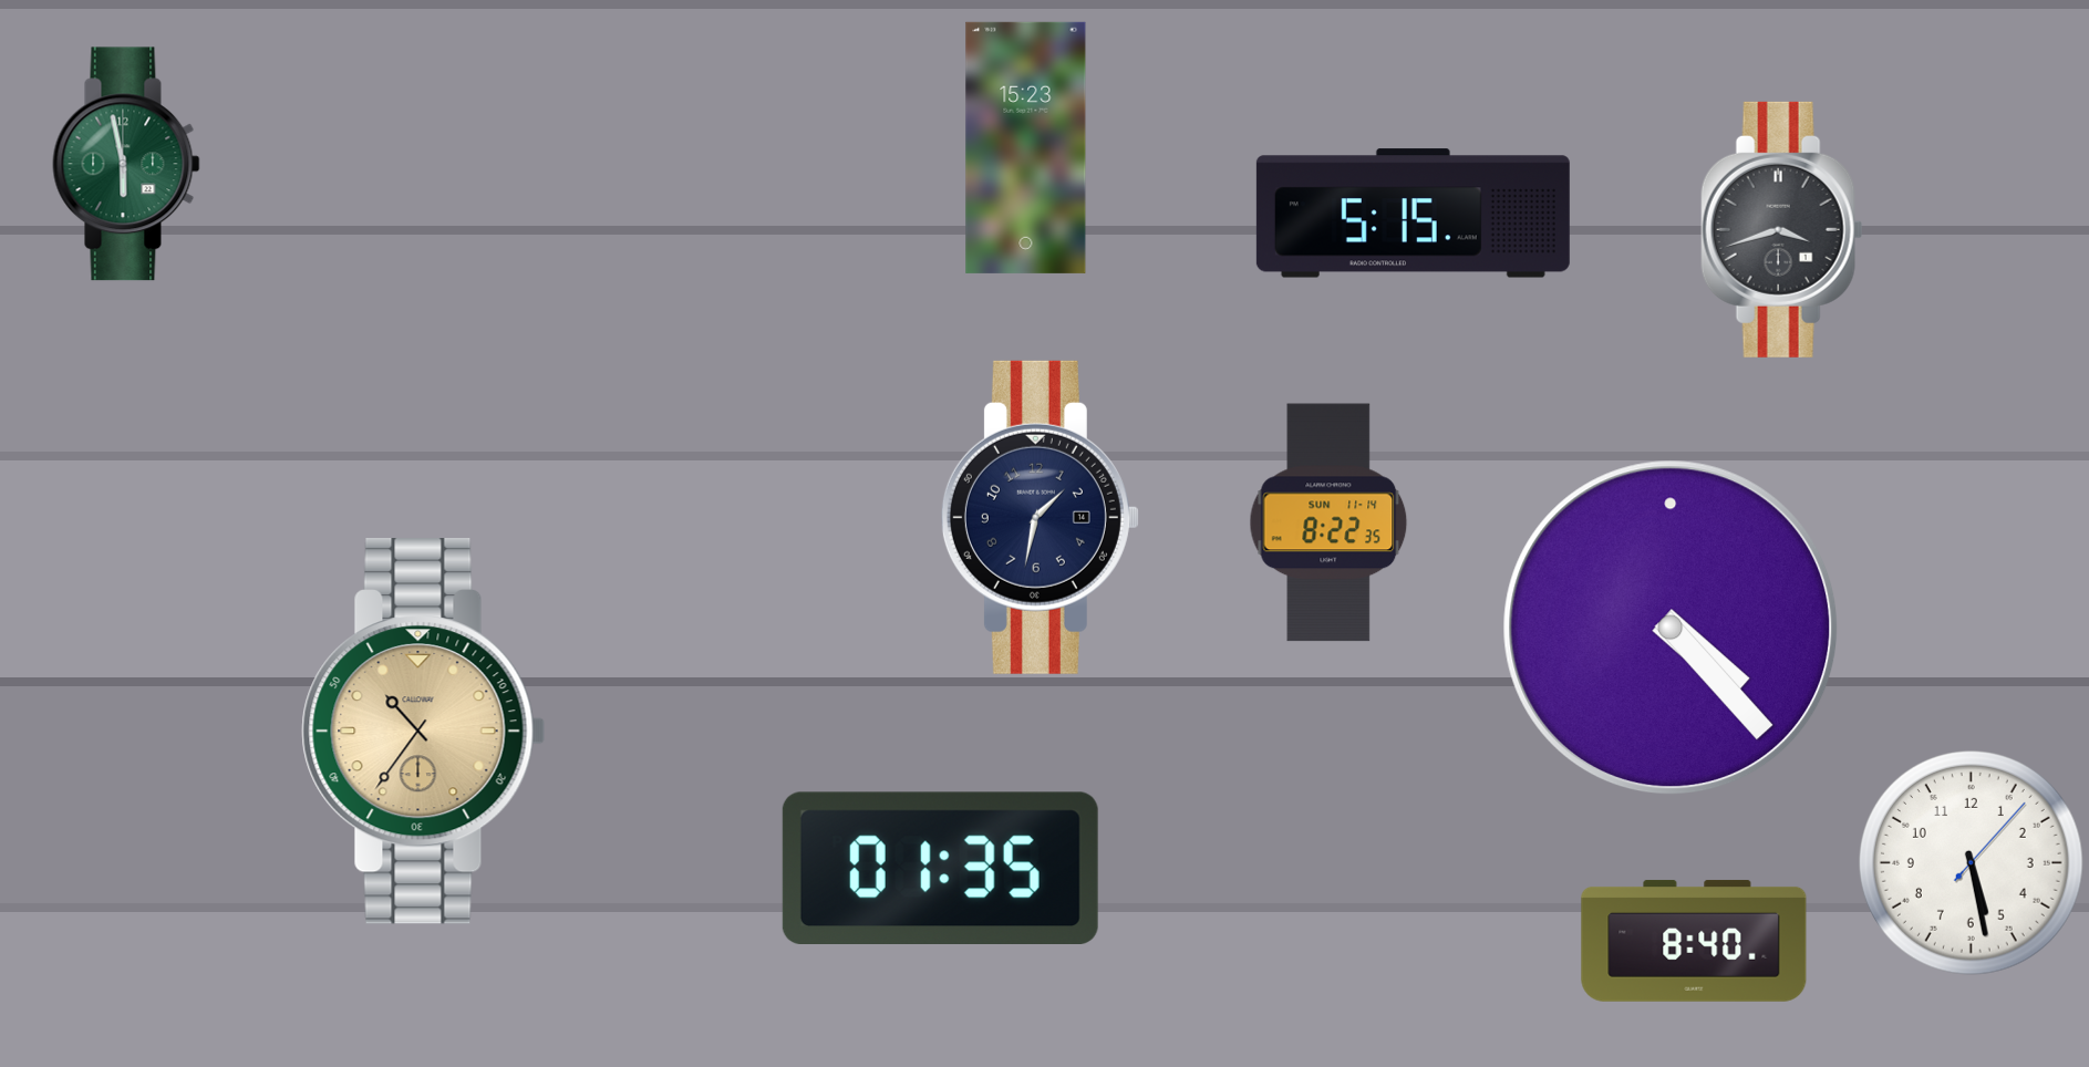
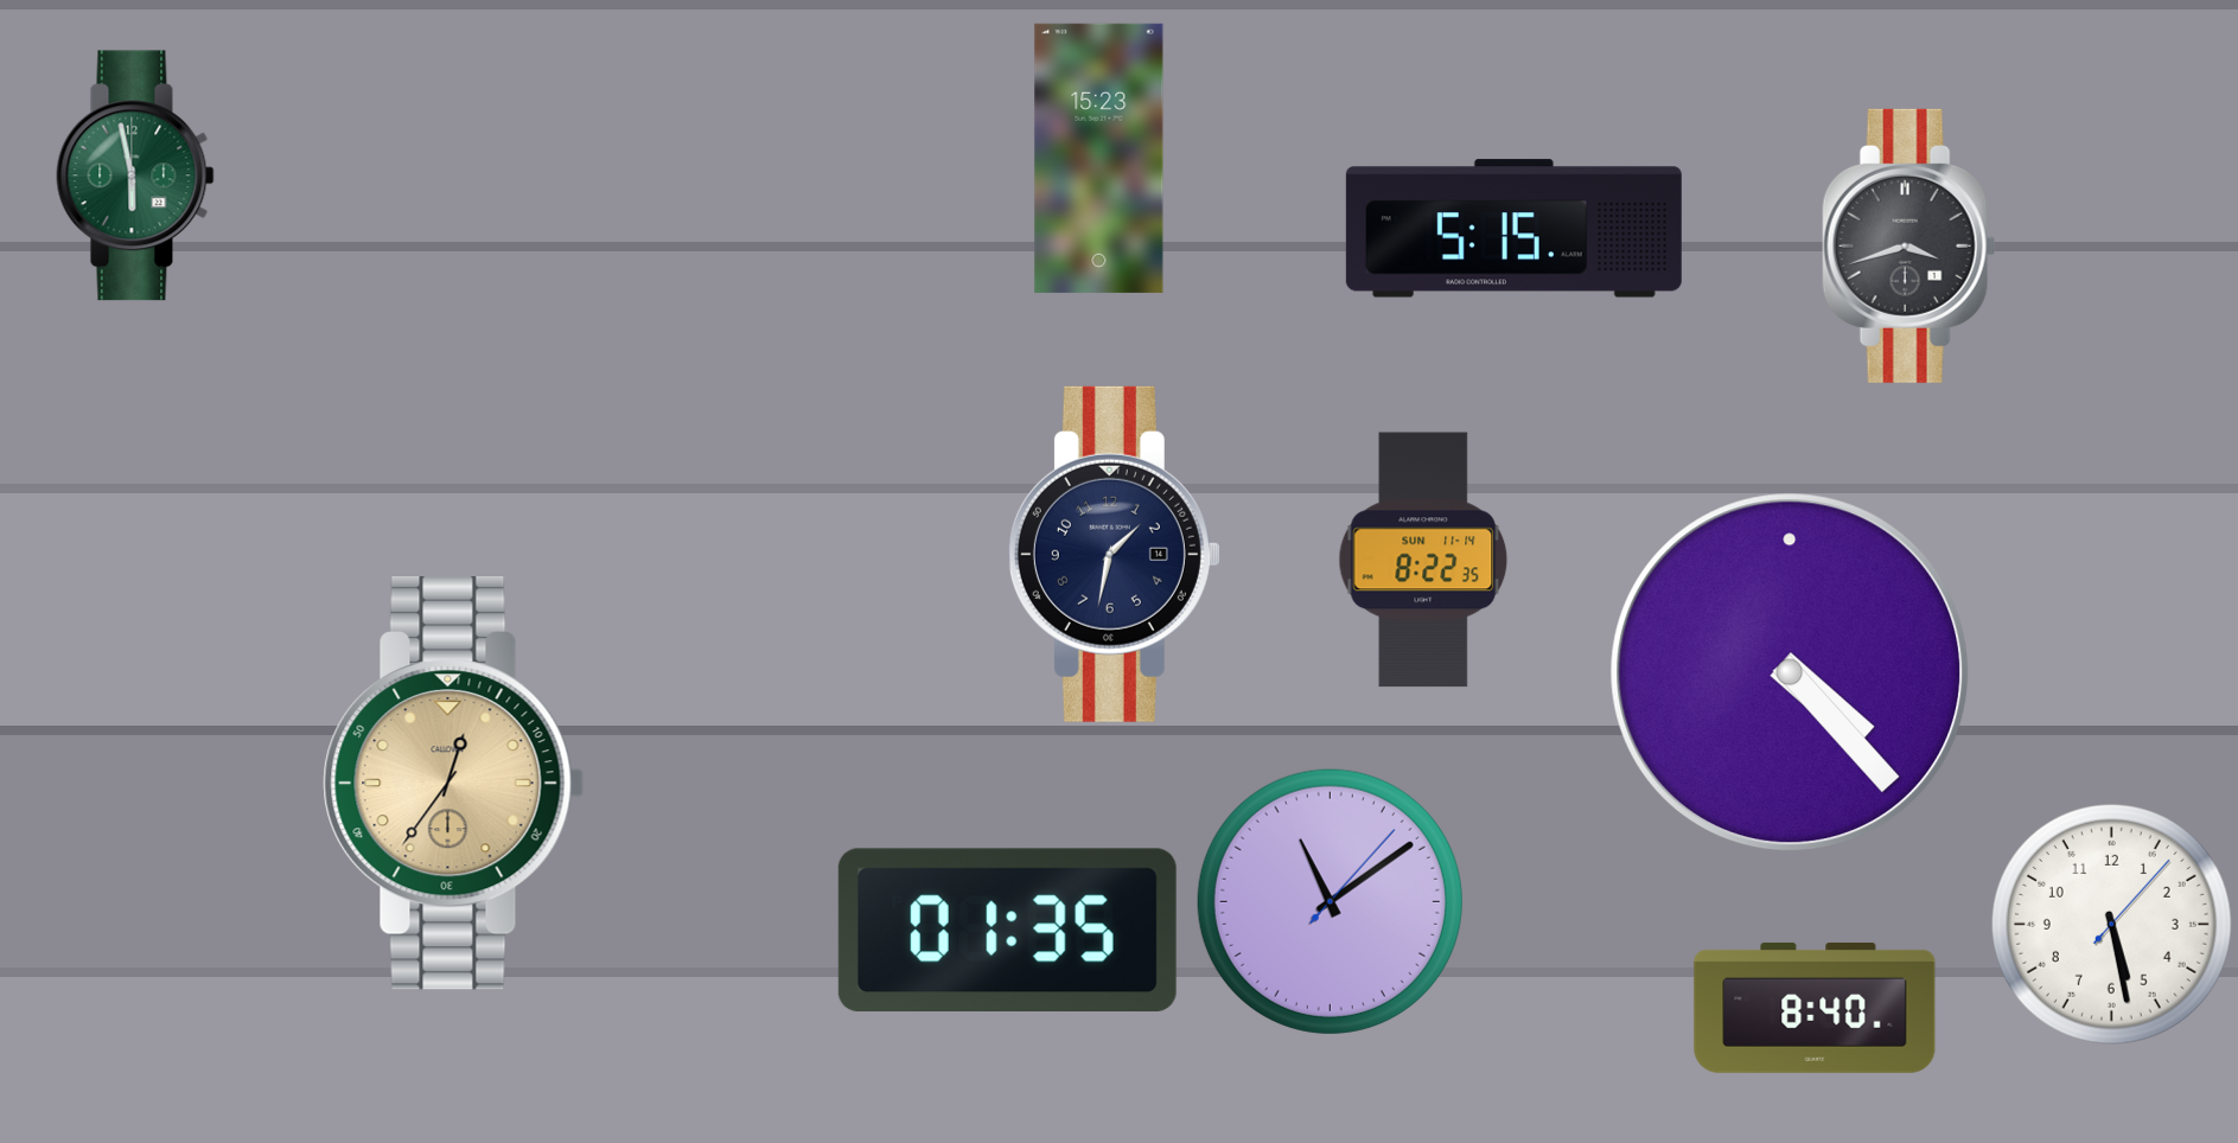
clock at (424, 732): 10:36 -> 12:36
clock at (1330, 901): none -> 11:09
